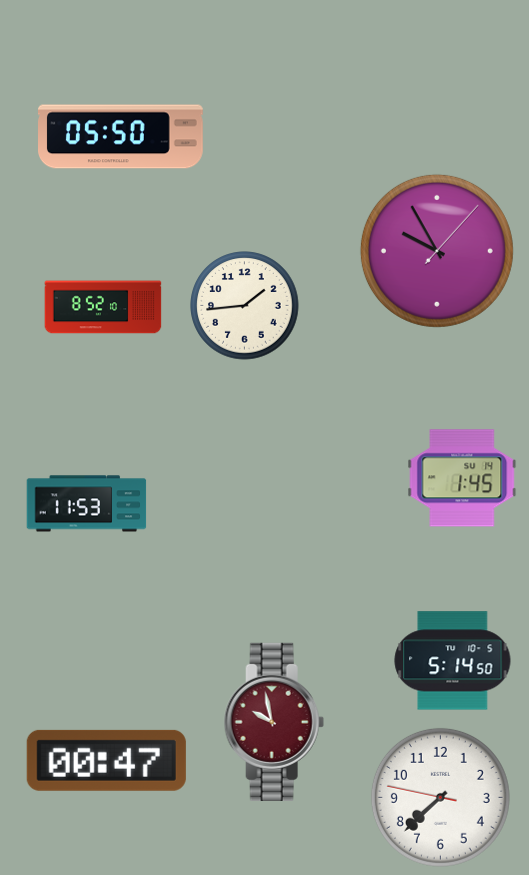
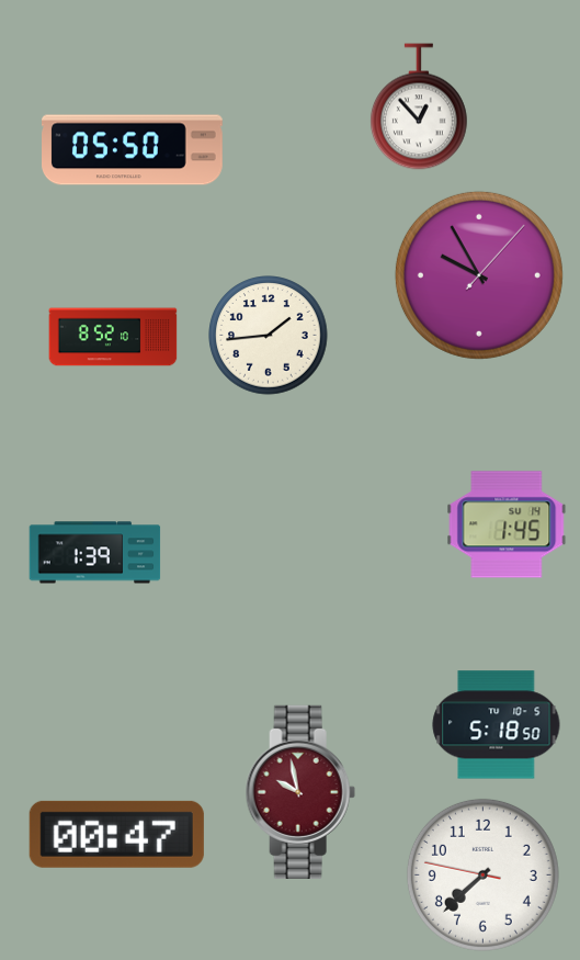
clock at (419, 106): none -> 12:53
clock at (87, 504): 11:53 -> 1:39
clock at (453, 661): 5:14 -> 5:18
